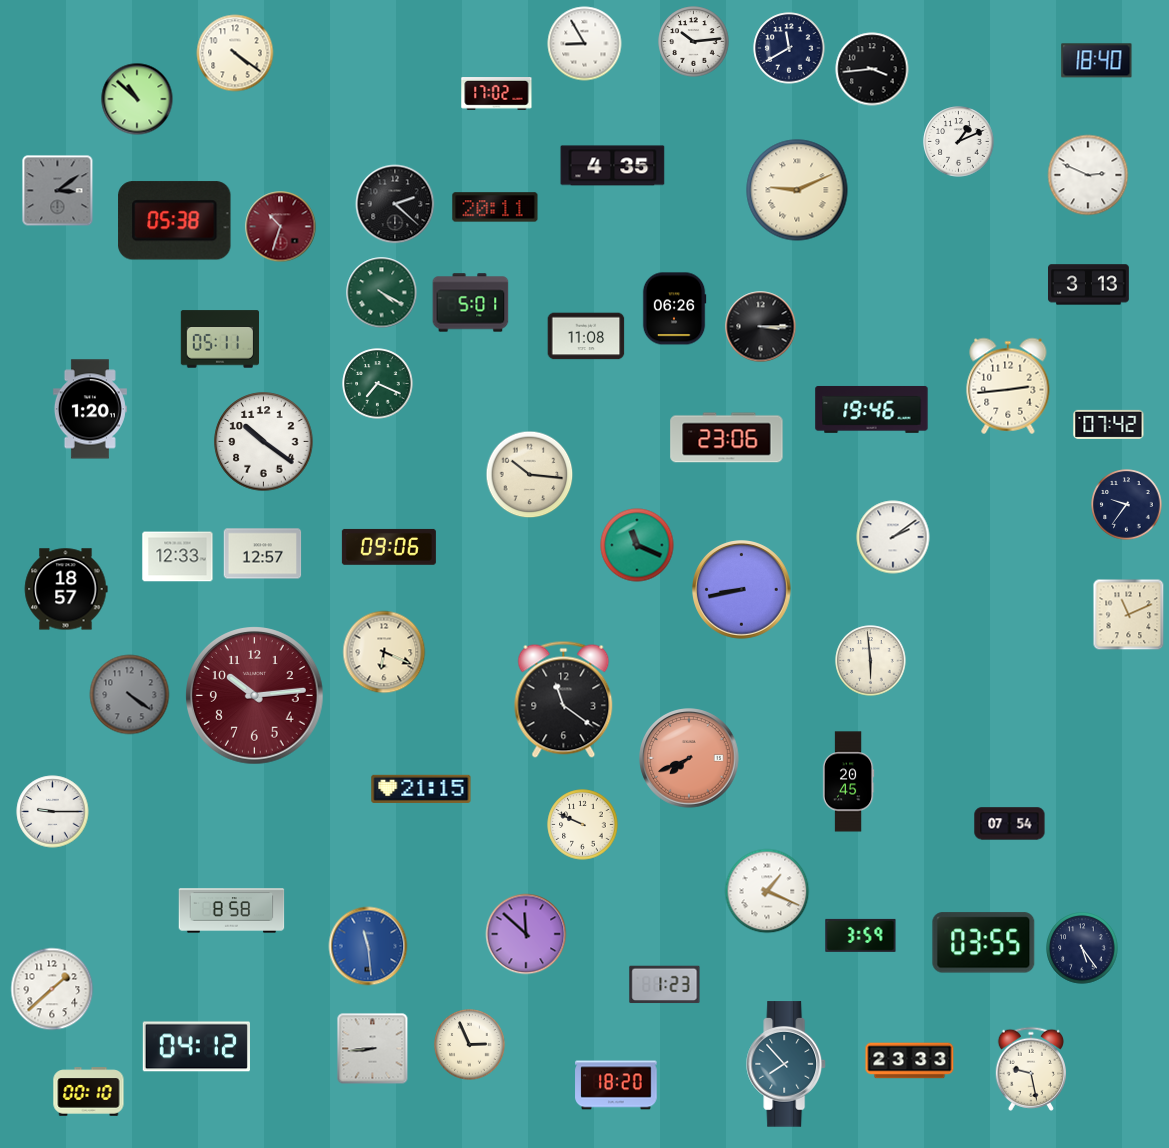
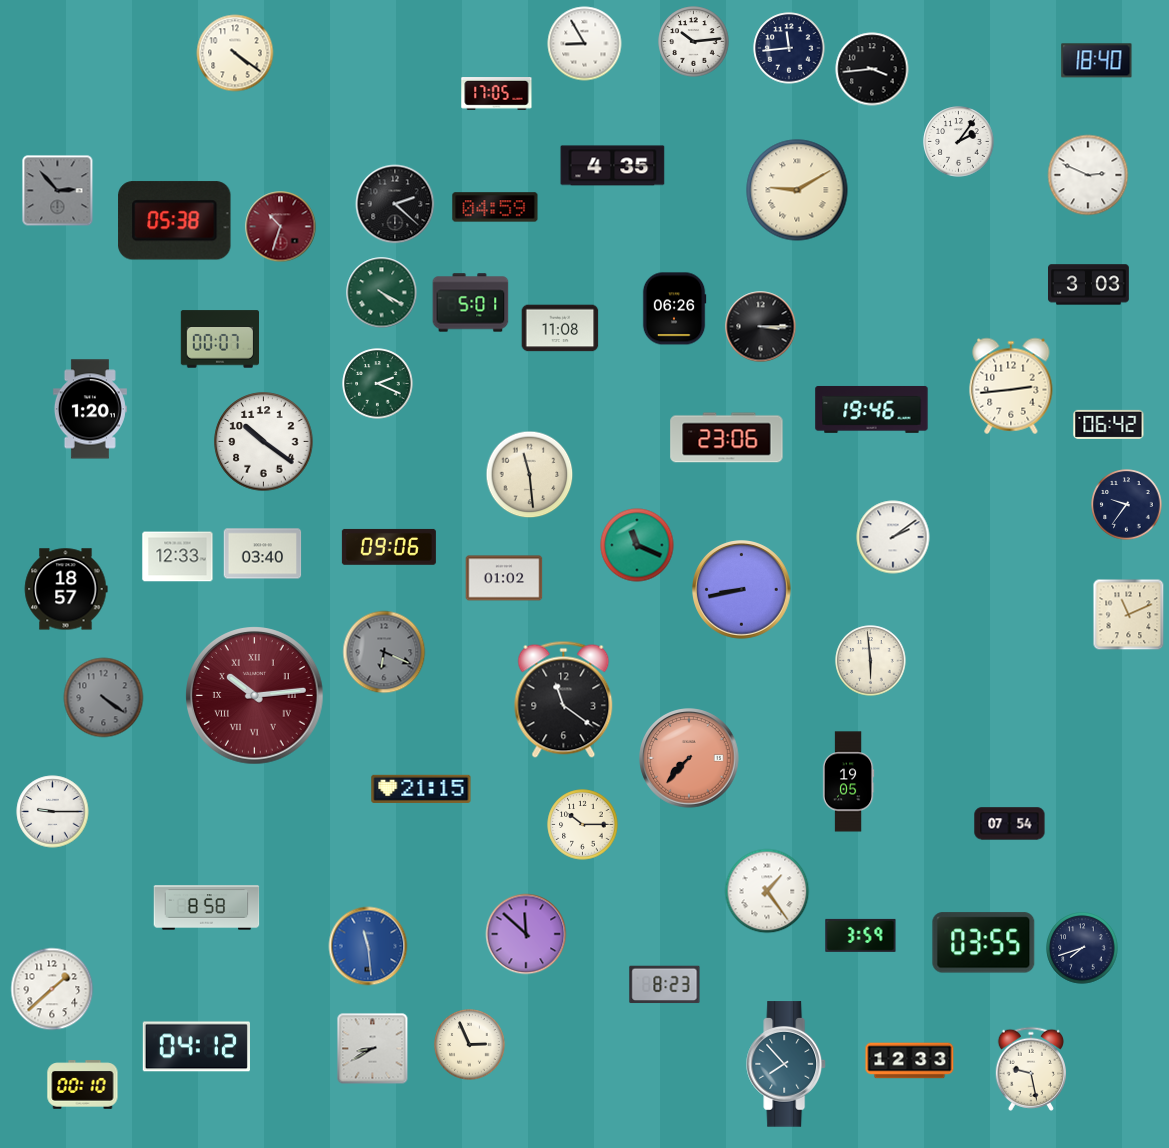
clock at (789, 48): 11:40 -> 11:44
clock at (497, 94): 17:02 -> 17:05
clock at (137, 99): 10:52 -> none
clock at (959, 142): 1:11 -> 2:06
clock at (797, 190): 9:11 -> 9:10
clock at (58, 191): 3:09 -> 2:53
clock at (495, 207): 20:11 -> 04:59
clock at (1089, 285): 3:13 -> 3:03
clock at (586, 336) position: (586, 336) -> (560, 328)
clock at (219, 339): 05:11 -> 00:07
clock at (378, 384): 7:19 -> 2:19
clock at (1008, 386) position: (1008, 386) -> (1011, 386)
clock at (1109, 424): 07:42 -> 06:42
clock at (530, 475): 10:16 -> 11:29
clock at (263, 554): 12:57 -> 03:40
clock at (504, 578): none -> 01:02
clock at (384, 652) dial: cream -> grey
clock at (130, 695) position: (130, 695) -> (104, 698)
clock at (255, 696) numerals: Arabic -> Roman
clock at (689, 758): 7:41 -> 7:37
clock at (848, 782): 20:45 -> 19:05
clock at (583, 825): 9:49 -> 10:15
clock at (767, 891): 1:19 -> 1:24
clock at (232, 911) position: (232, 911) -> (207, 908)
clock at (1082, 948): 5:24 -> 7:42
clock at (665, 985): 1:23 -> 8:23
clock at (373, 1049): 8:44 -> 8:40
clock at (910, 1061): 23:33 -> 12:33
clock at (616, 1085): 18:20 -> none
clock at (89, 1092) position: (89, 1092) -> (83, 1085)
